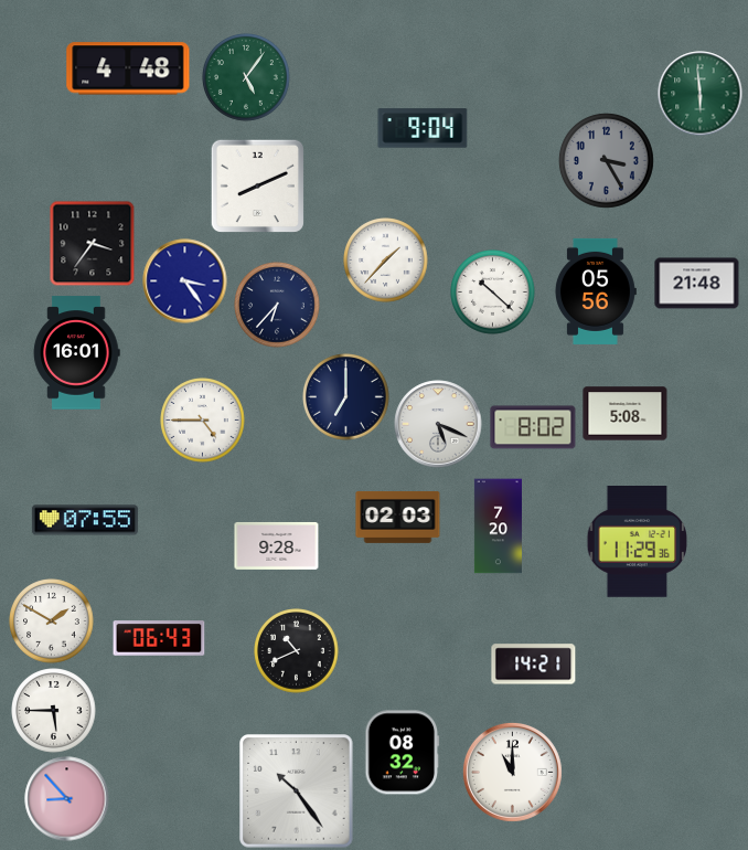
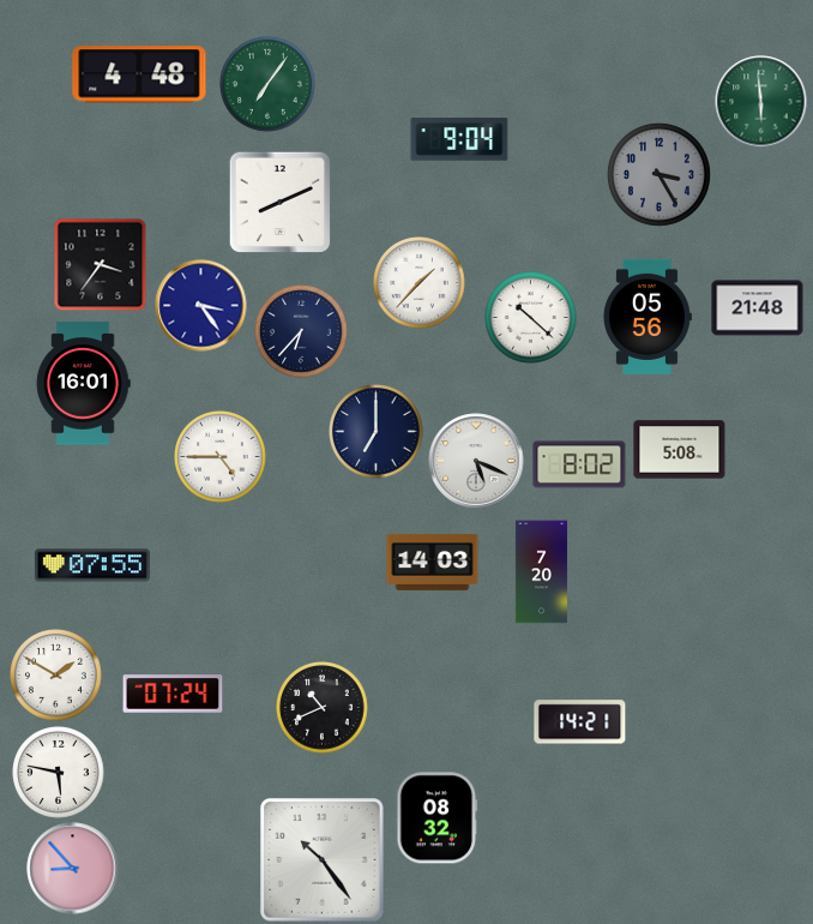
clock at (246, 78): 5:06 -> 7:06
clock at (493, 293) position: (493, 293) -> (531, 318)
clock at (398, 517): 02:03 -> 14:03
clock at (638, 542): 11:29 -> none
clock at (277, 545): 9:28 -> none
clock at (159, 638): 06:43 -> 07:24
clock at (54, 711): 5:45 -> 5:47
clock at (512, 772): 11:00 -> none
